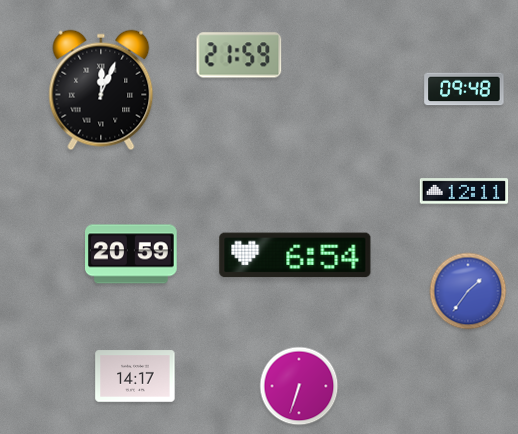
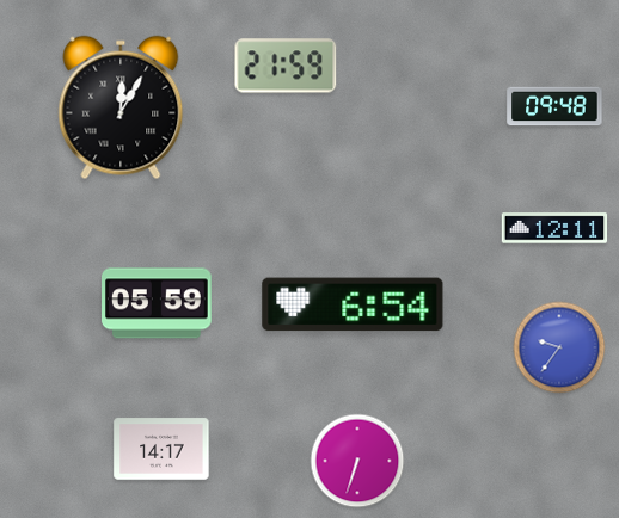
clock at (101, 90): 12:04 -> 12:05
clock at (132, 254): 20:59 -> 05:59
clock at (468, 291): 1:36 -> 9:36
